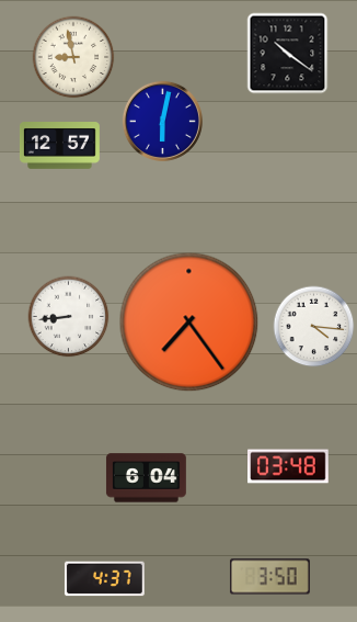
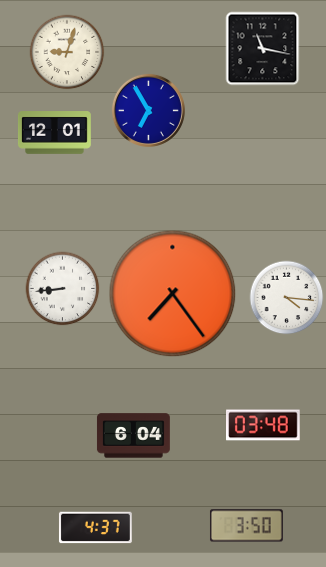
clock at (288, 54): 10:21 -> 11:17
clock at (73, 57): 8:58 -> 9:03
clock at (162, 121): 6:02 -> 6:55
clock at (60, 146): 12:57 -> 12:01
